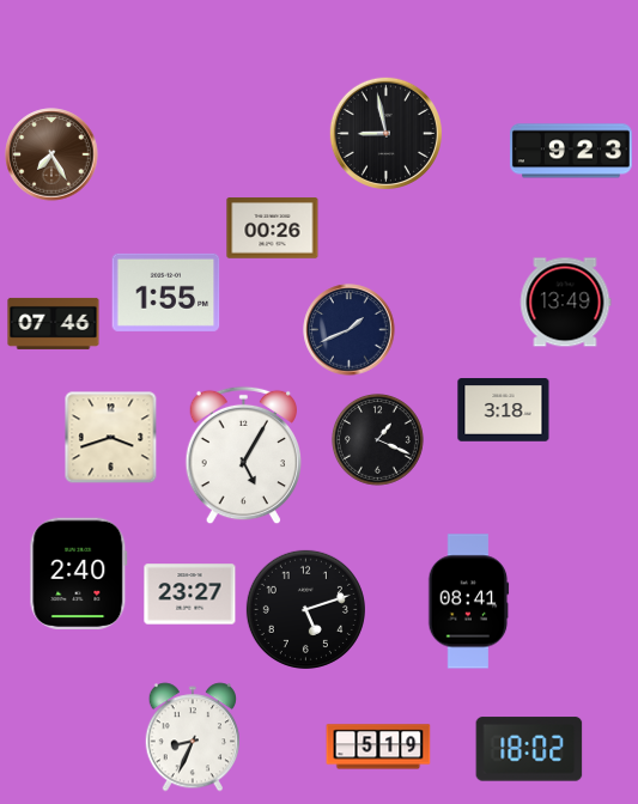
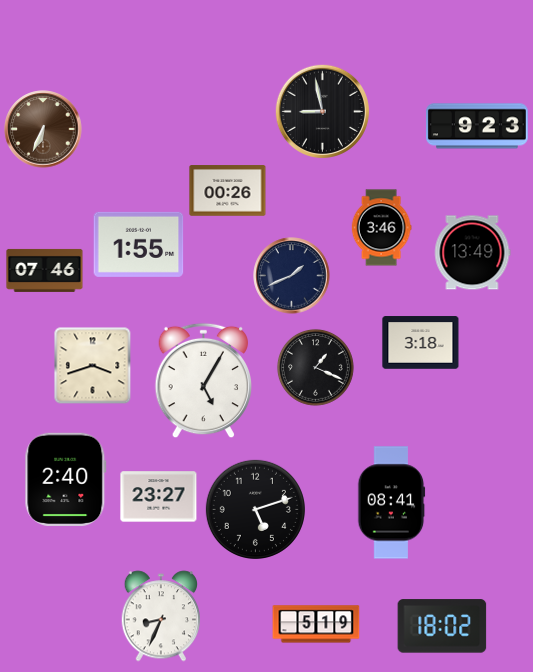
clock at (51, 154): 7:25 -> 6:34
clock at (381, 228): none -> 3:46
